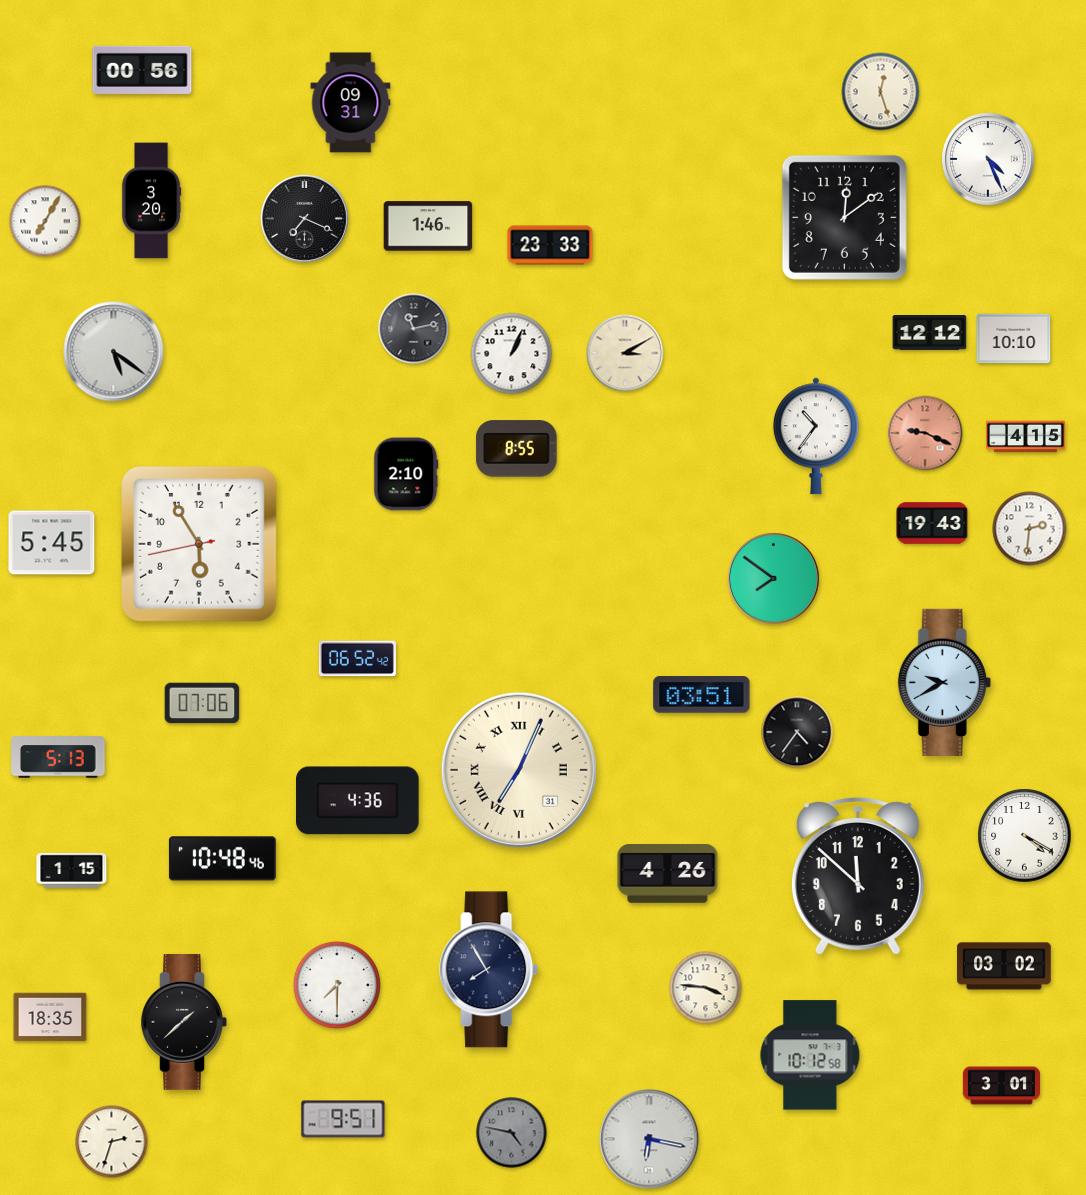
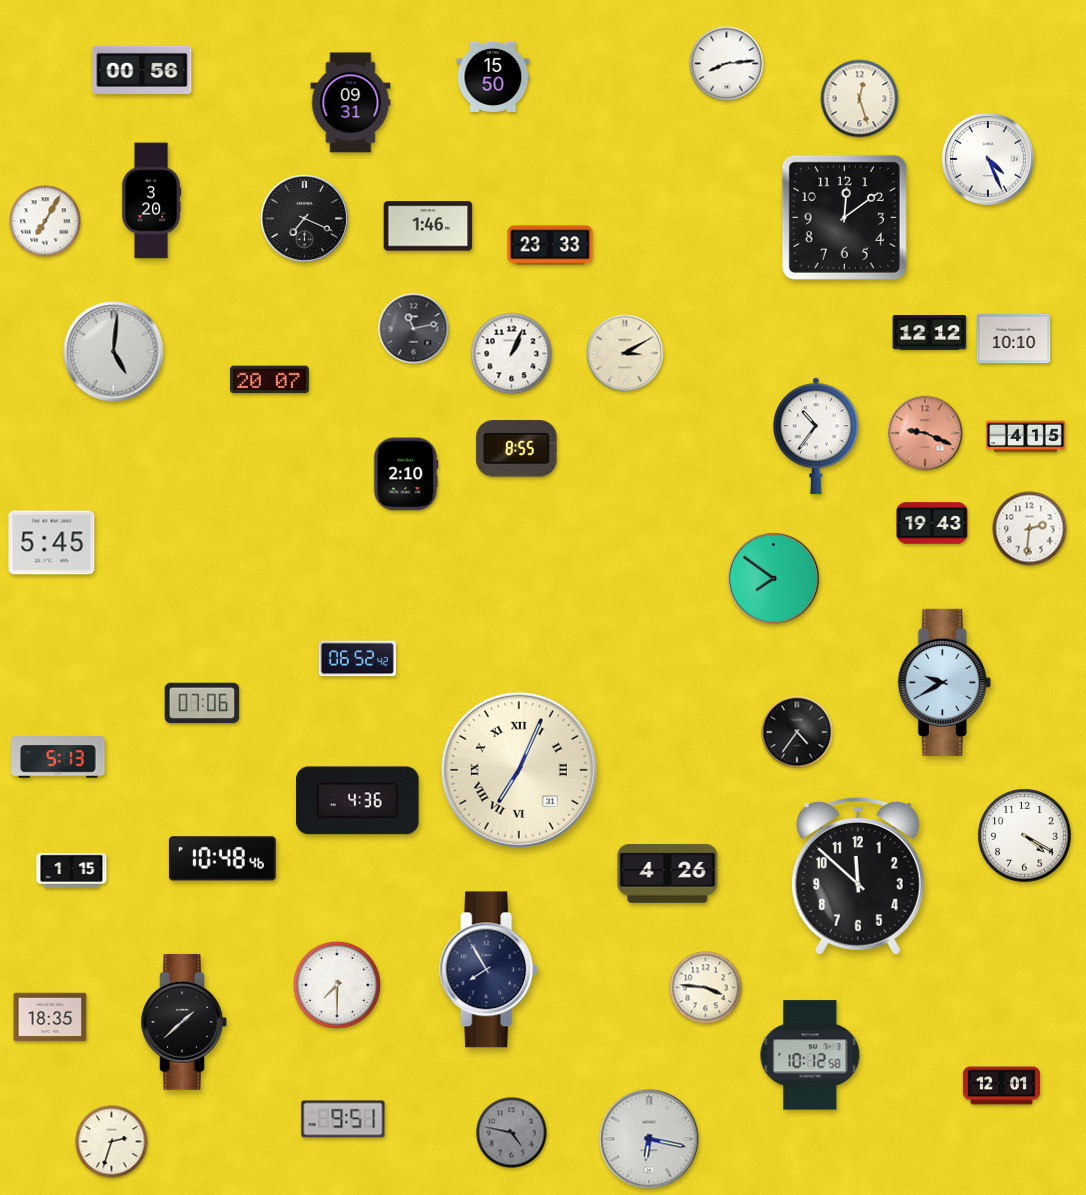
clock at (727, 64): none -> 8:14
clock at (493, 77): none -> 15:50
clock at (881, 92) position: (881, 92) -> (860, 99)
clock at (114, 352): 5:21 -> 5:01
clock at (270, 380): none -> 20:07
clock at (200, 545): 5:54 -> none
clock at (702, 695): 03:51 -> none
clock at (1004, 966): 03:02 -> none
clock at (1001, 1086): 3:01 -> 12:01
